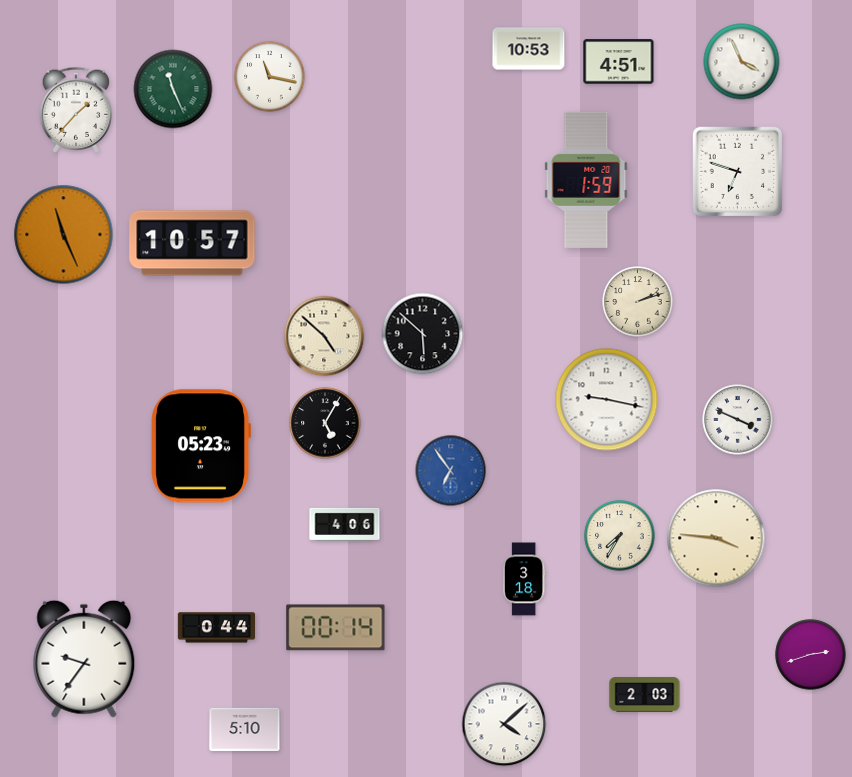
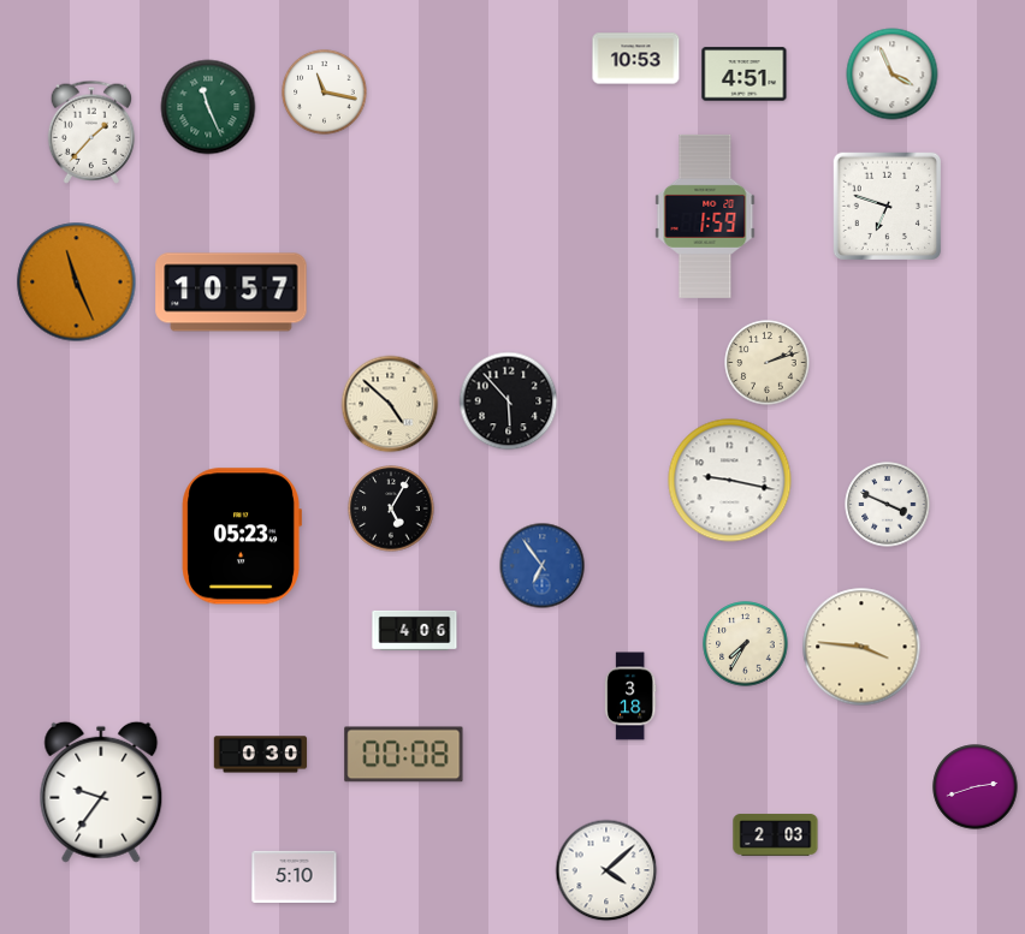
clock at (423, 334): 5:52 -> 5:53
clock at (217, 628): 0:44 -> 0:30
clock at (336, 628): 00:14 -> 00:08
